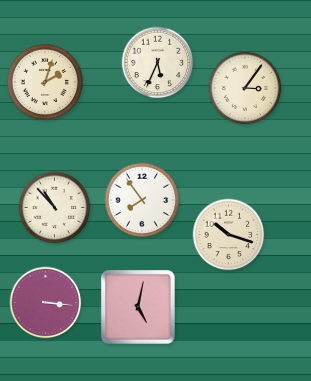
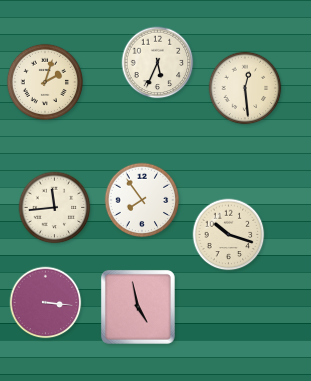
clock at (245, 88): 3:06 -> 12:29
clock at (55, 208): 10:53 -> 11:44
clock at (138, 307): 5:02 -> 4:58
